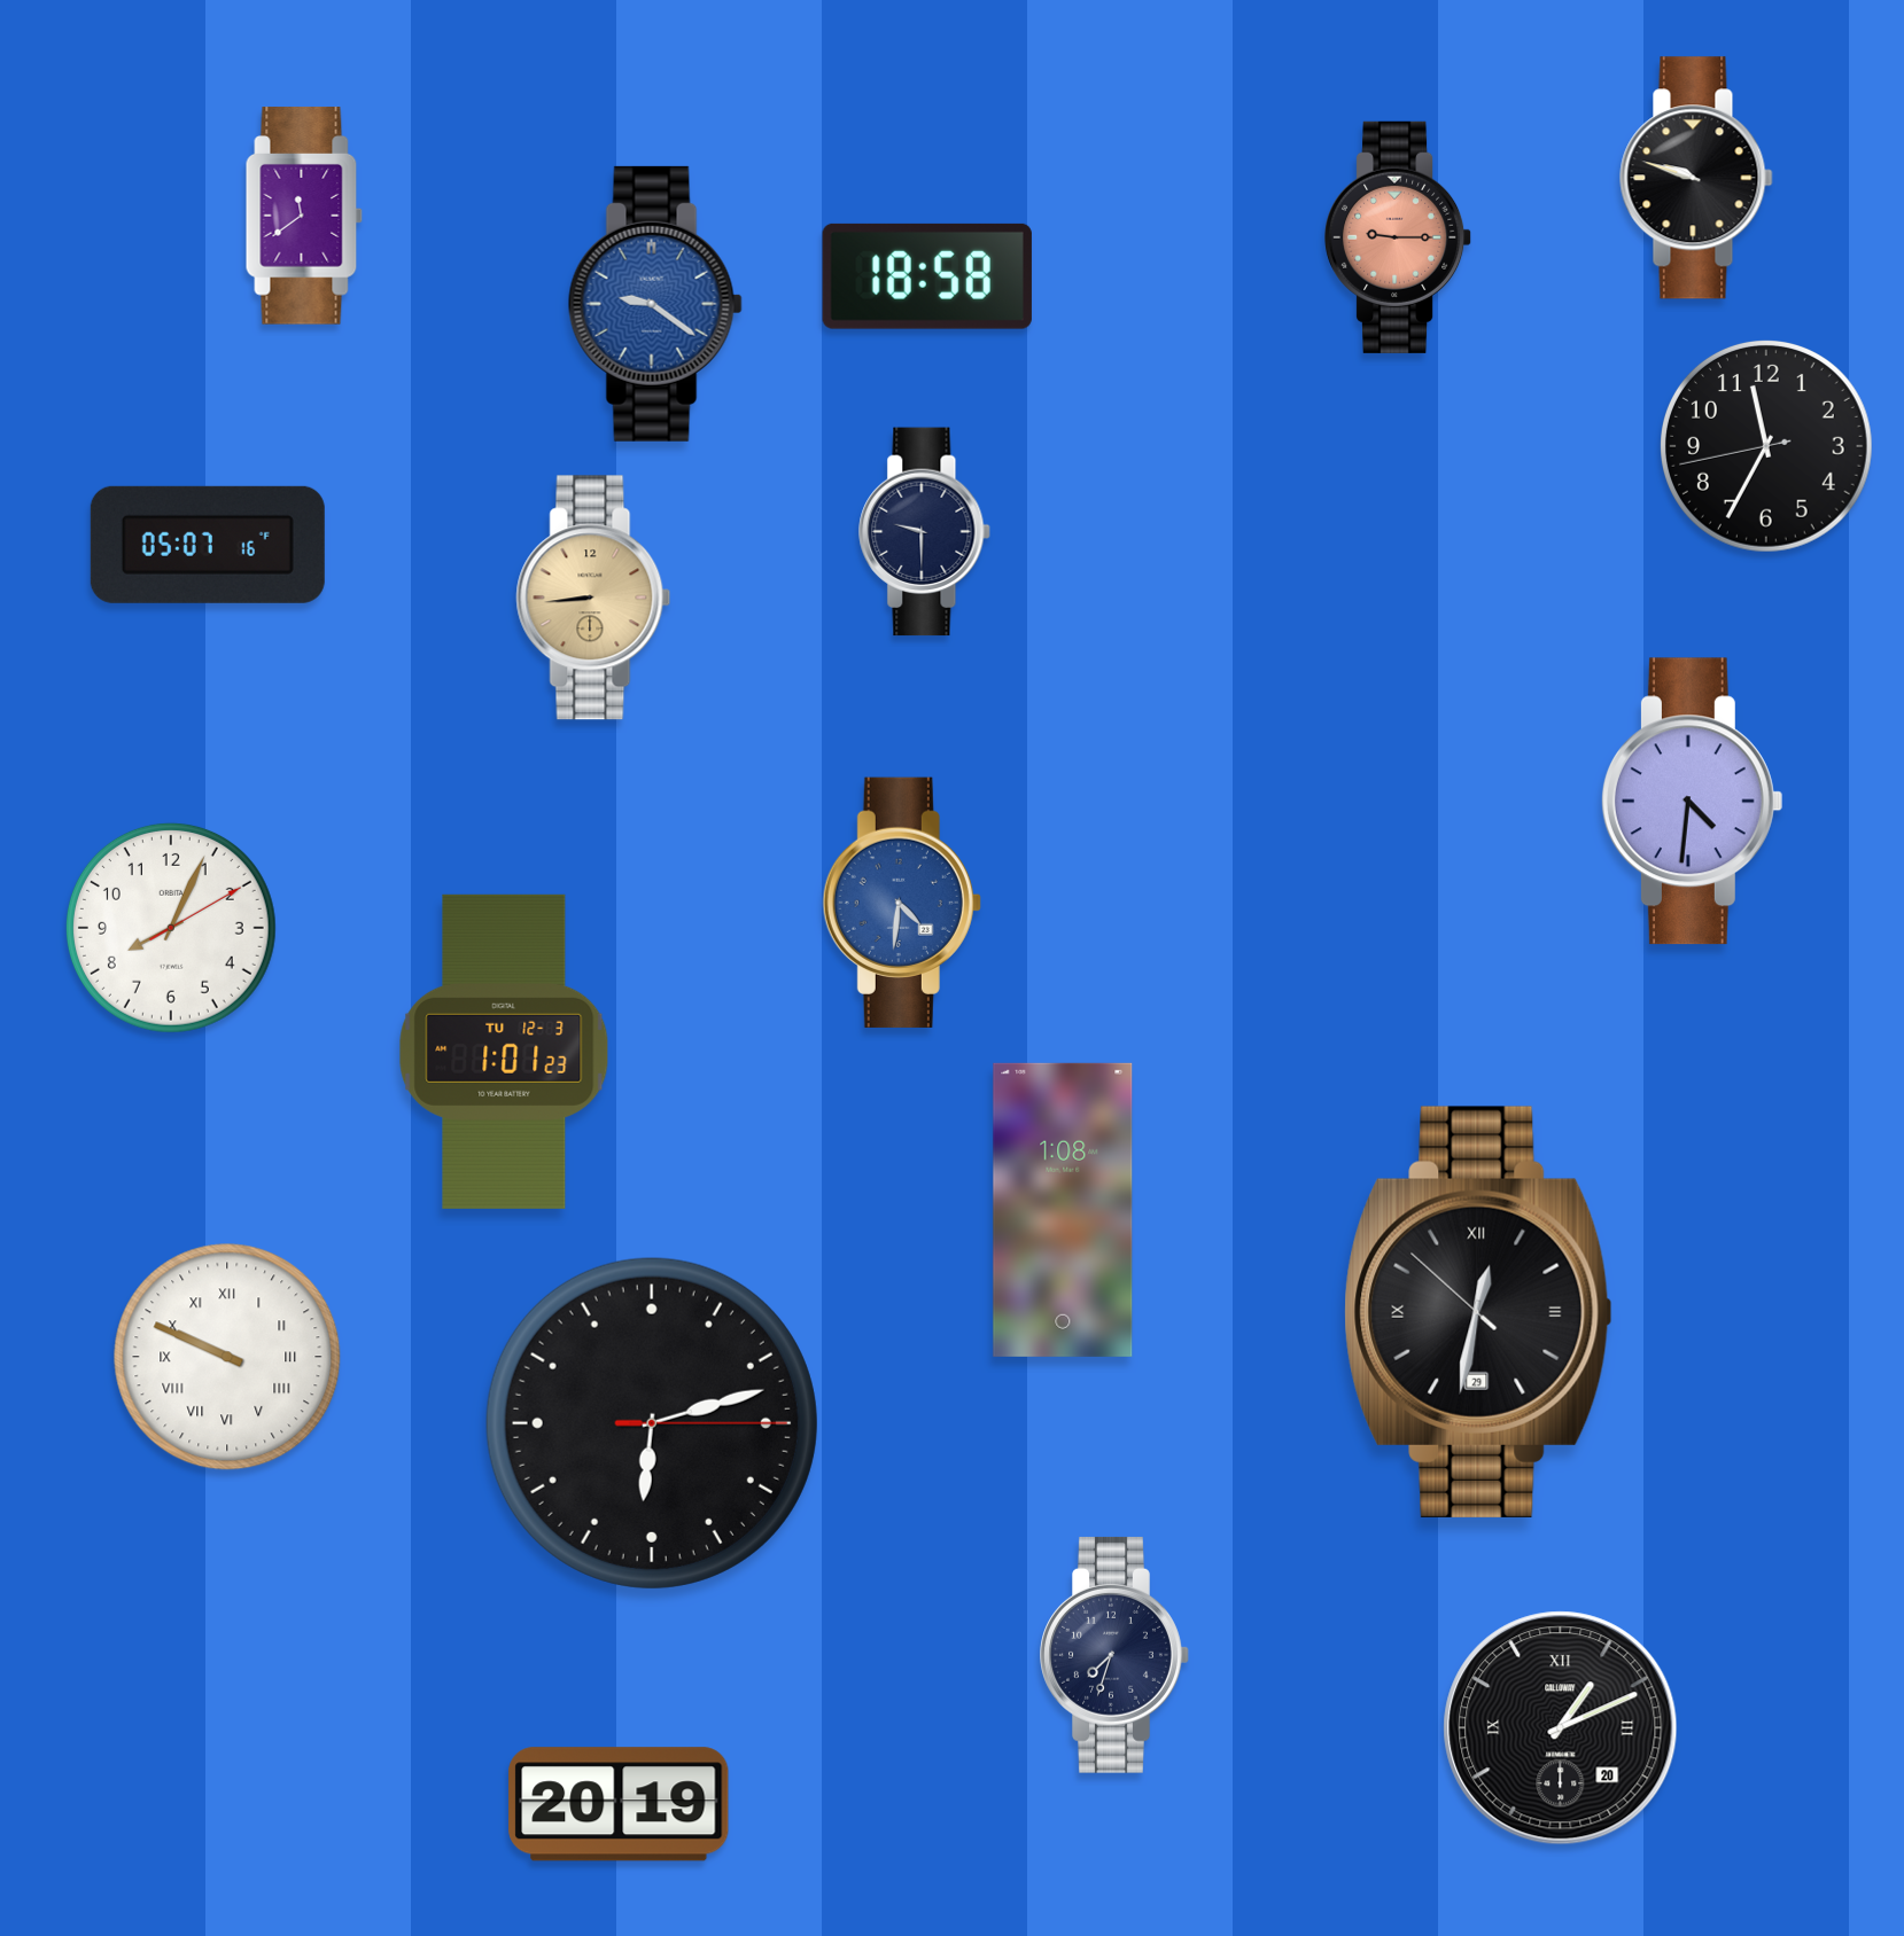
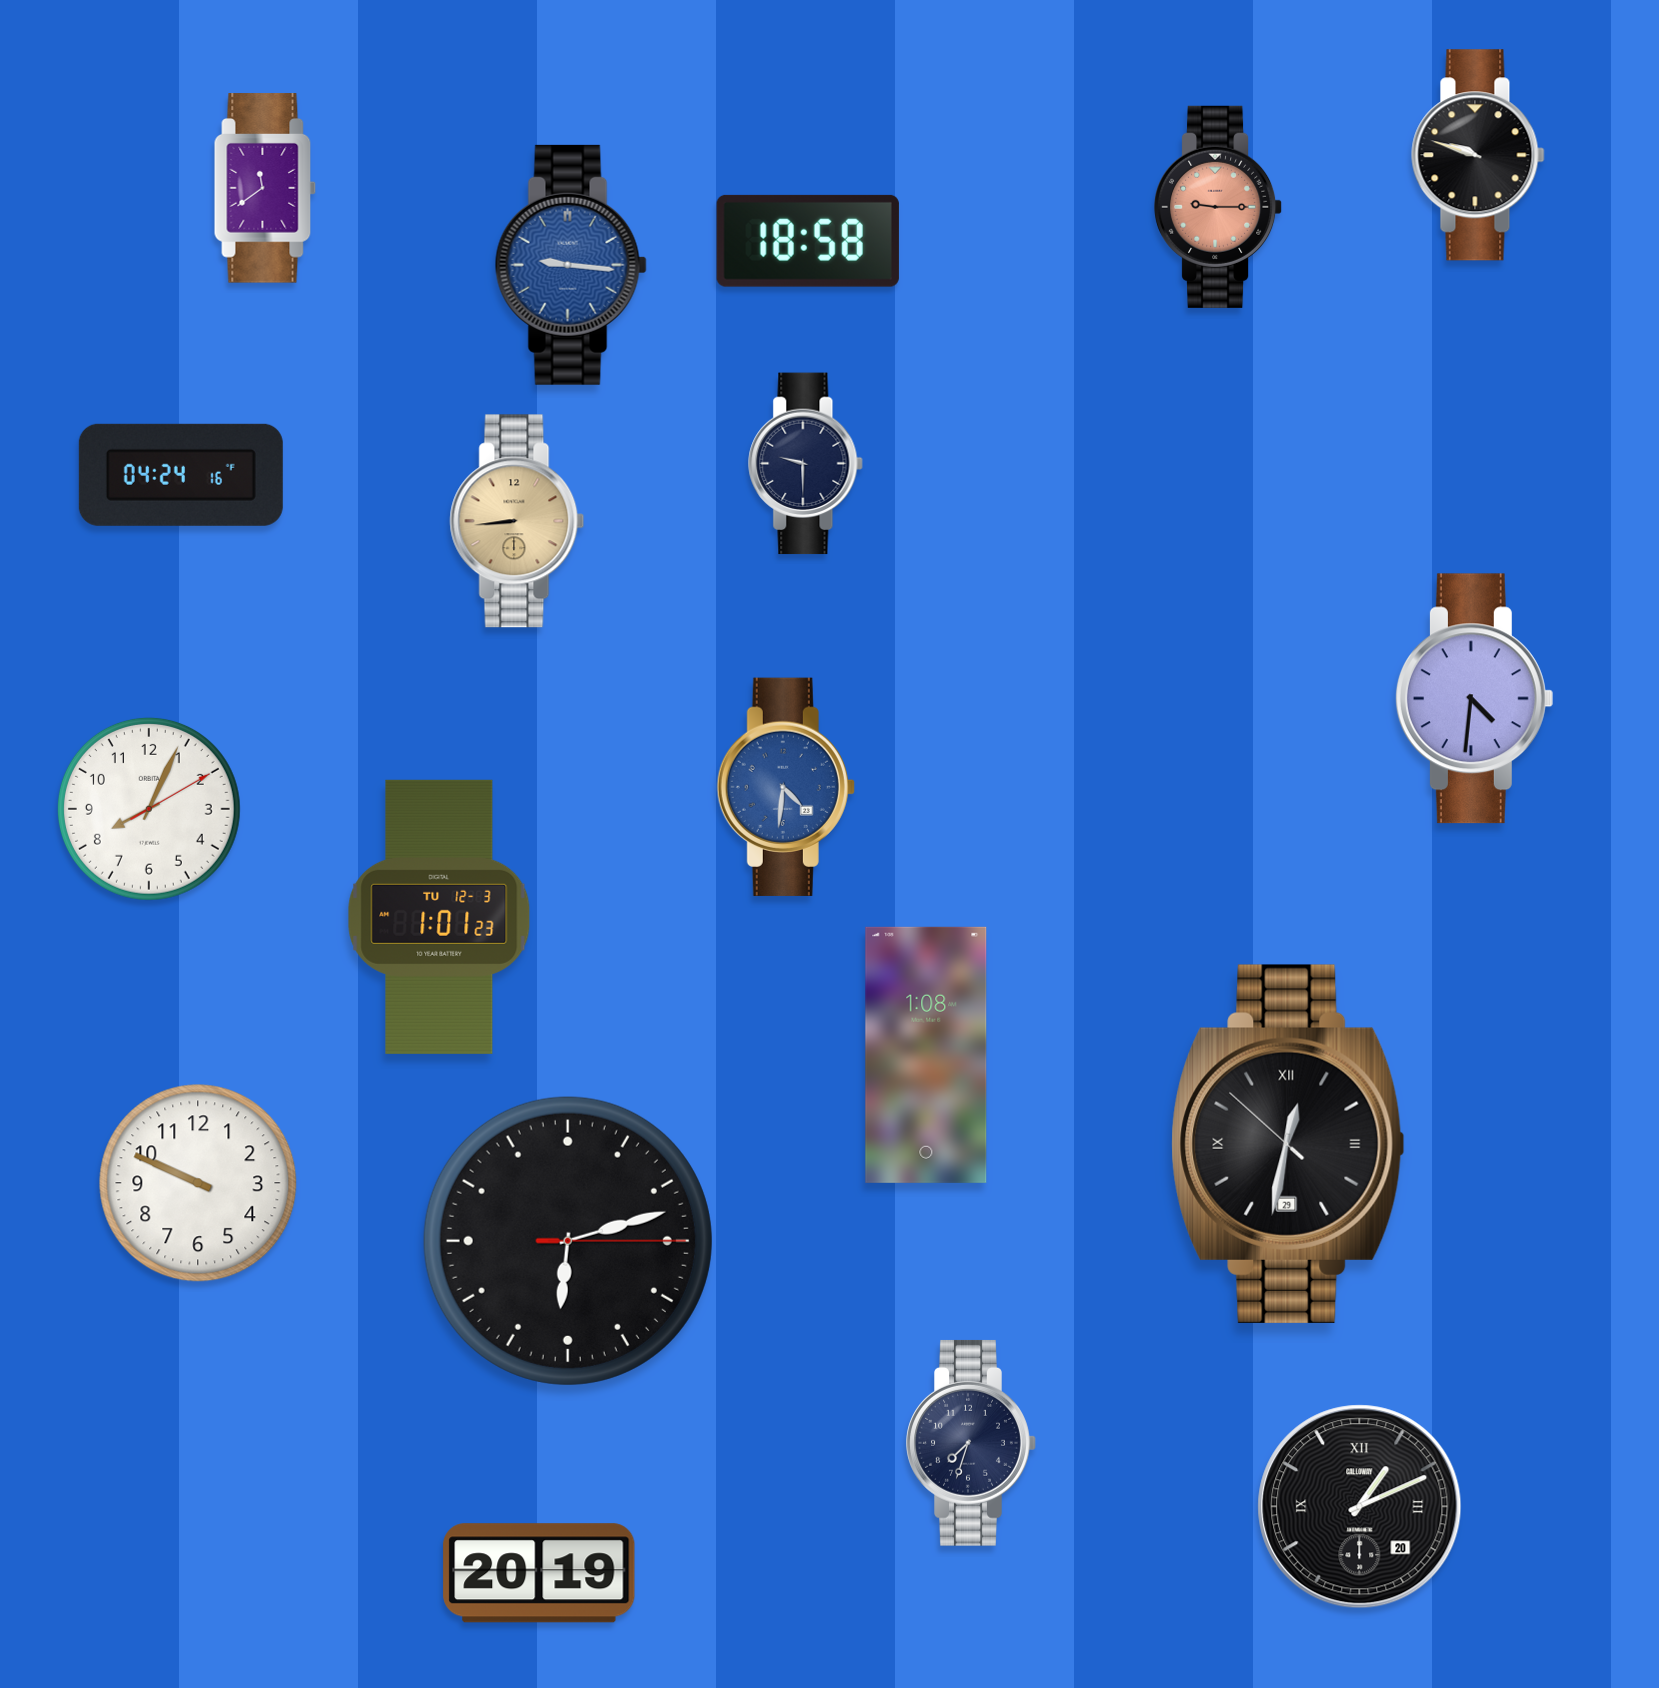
clock at (655, 304): 9:21 -> 9:16
clock at (1767, 447): 11:34 -> none
clock at (208, 545): 05:07 -> 04:24
clock at (227, 1357) numerals: Roman -> Arabic
